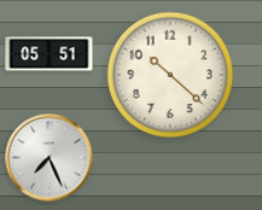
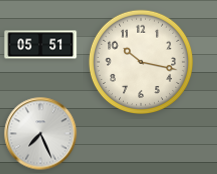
clock at (170, 75): 10:22 -> 10:17
clock at (50, 158) position: (50, 158) -> (41, 134)
